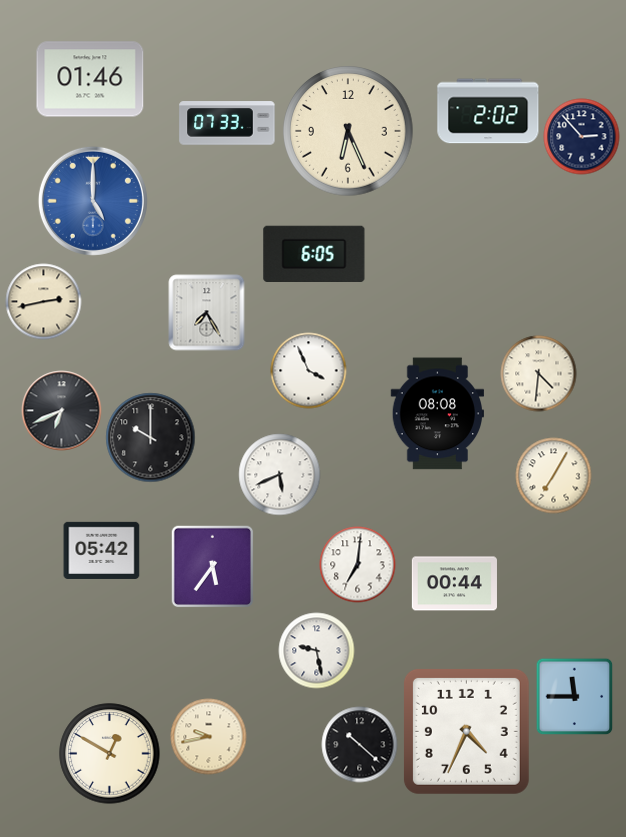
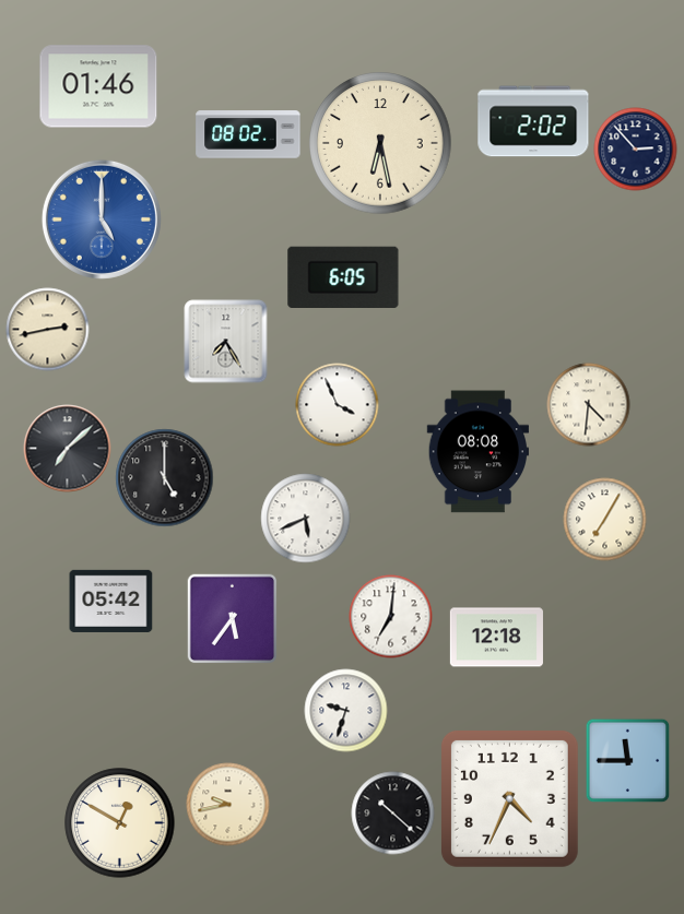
clock at (227, 123): 07:33 -> 08:02
clock at (348, 131): 6:26 -> 6:28
clock at (539, 374) position: (539, 374) -> (589, 405)
clock at (62, 411): 6:41 -> 7:08
clock at (151, 438): 10:00 -> 5:00
clock at (454, 584): 00:44 -> 12:18
clock at (317, 651): 9:28 -> 9:33
